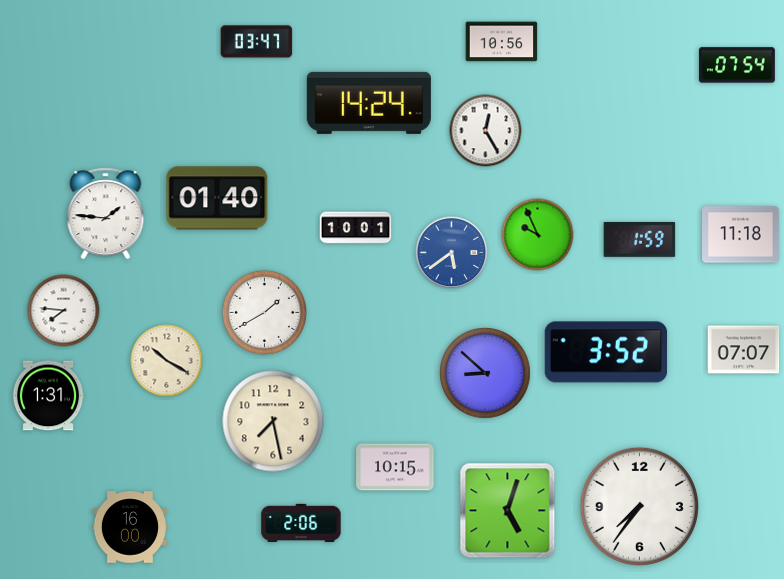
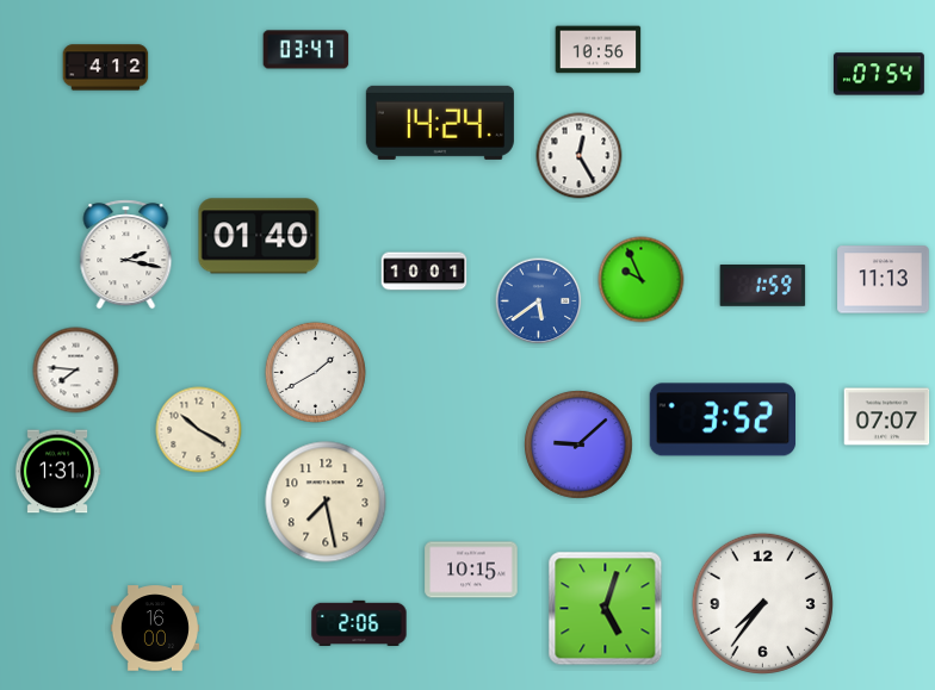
clock at (106, 68): none -> 4:12
clock at (737, 65) position: (737, 65) -> (879, 74)
clock at (106, 214): 1:46 -> 2:17
clock at (741, 235): 11:18 -> 11:13
clock at (485, 373): 8:52 -> 9:08
clock at (395, 467) position: (395, 467) -> (471, 570)
